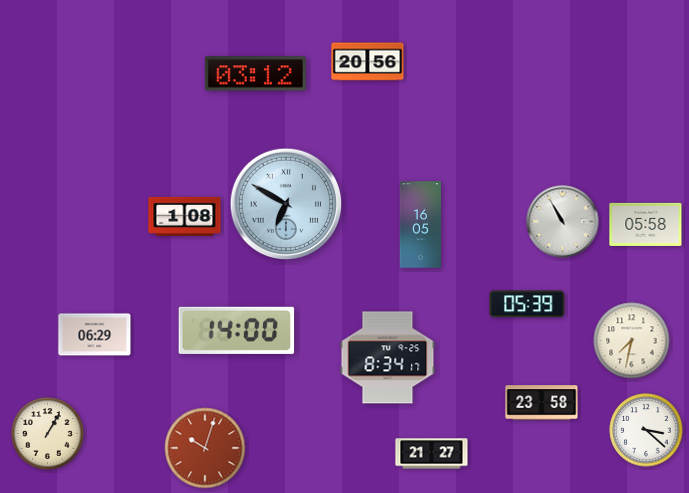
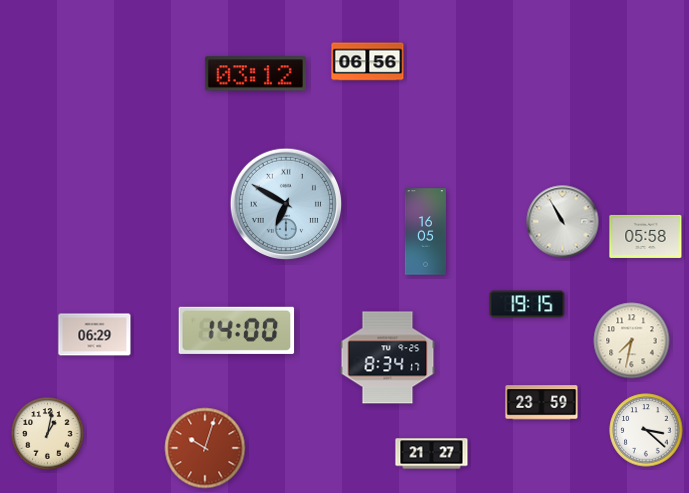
clock at (368, 62): 20:56 -> 06:56
clock at (185, 216): 1:08 -> none
clock at (646, 224) position: (646, 224) -> (646, 236)
clock at (420, 225) position: (420, 225) -> (425, 232)
clock at (527, 304): 05:39 -> 19:15
clock at (542, 403): 23:58 -> 23:59
clock at (48, 434): 1:05 -> 1:02
